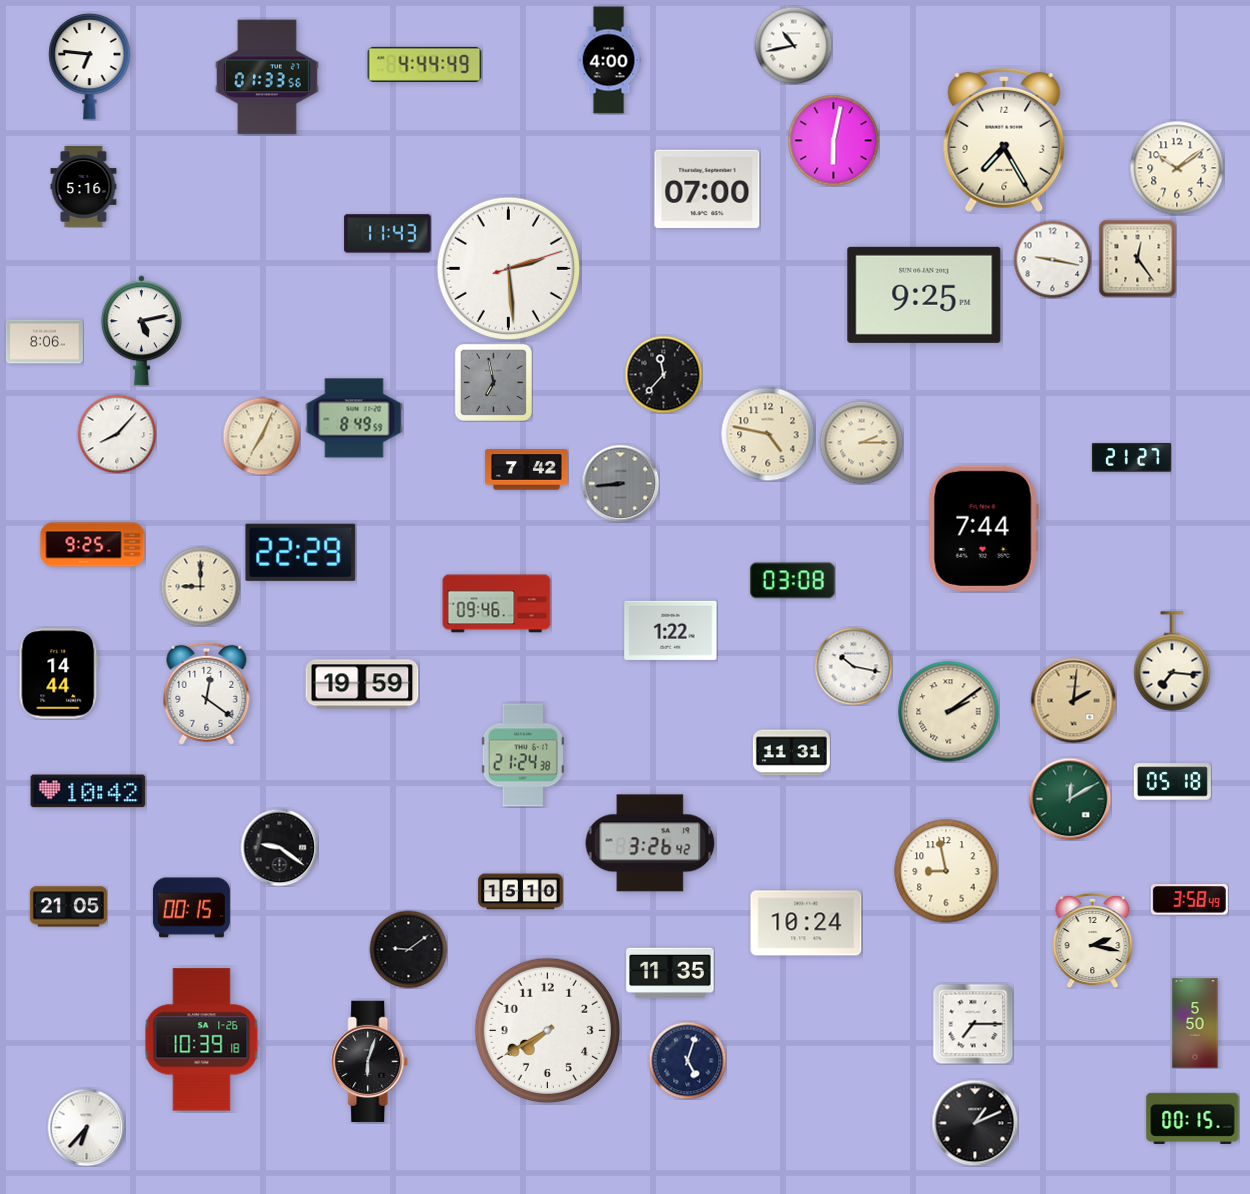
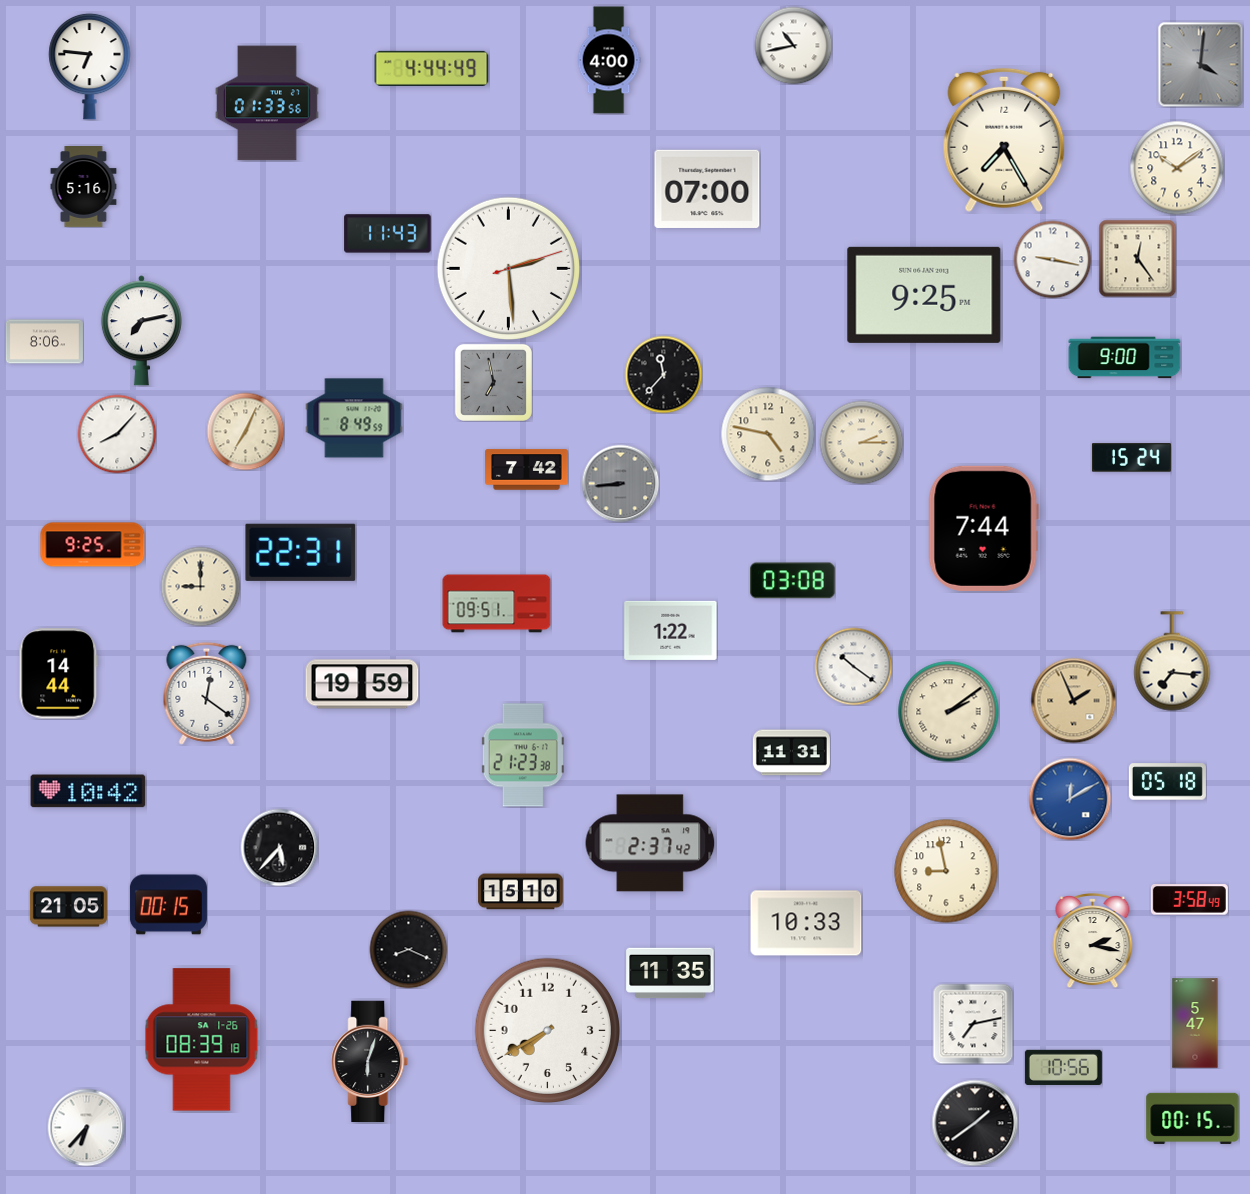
clock at (425, 64) position: (425, 64) -> (432, 68)
clock at (1200, 64): none -> 4:01
clock at (267, 77) position: (267, 77) -> (267, 103)
clock at (833, 140): 6:02 -> none
clock at (141, 331): 5:13 -> 7:13
clock at (1125, 358): none -> 9:00
clock at (261, 436) position: (261, 436) -> (245, 431)
clock at (1131, 458): 21:27 -> 15:24
clock at (301, 552): 22:29 -> 22:31
clock at (497, 604): 09:46 -> 09:51
clock at (853, 666): 10:17 -> 10:21
clock at (1073, 700): 2:01 -> 1:56
clock at (523, 755): 21:24 -> 21:23
clock at (1172, 782) position: (1172, 782) -> (1167, 782)
clock at (1070, 799) dial: green -> blue
clock at (650, 843): 3:26 -> 2:37
clock at (279, 847): 9:21 -> 5:37
clock at (191, 908) position: (191, 908) -> (168, 905)
clock at (806, 923): 10:24 -> 10:33
clock at (408, 949): 9:09 -> 8:19
clock at (1195, 1023): 5:50 -> 5:47
clock at (973, 1024): 7:15 -> 7:13
clock at (202, 1040): 10:39 -> 08:39
clock at (687, 1060): 5:03 -> none
clock at (1063, 1067): none -> 10:56
clock at (975, 1123): 1:11 -> 1:39
